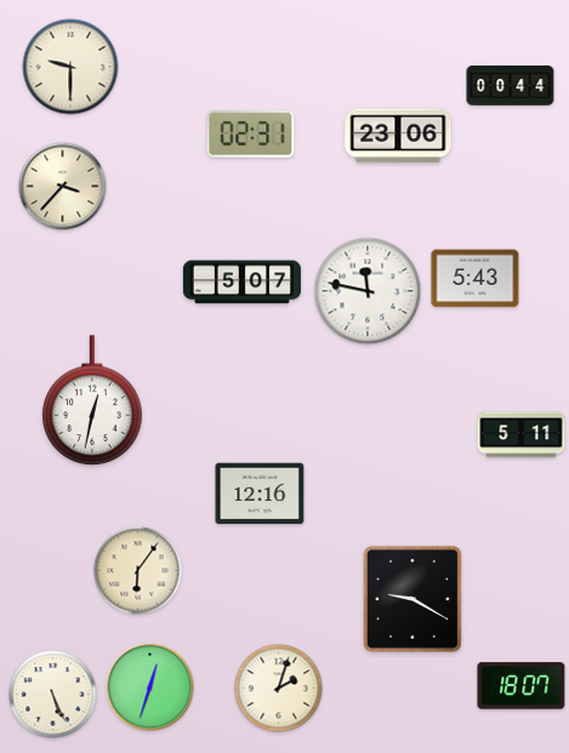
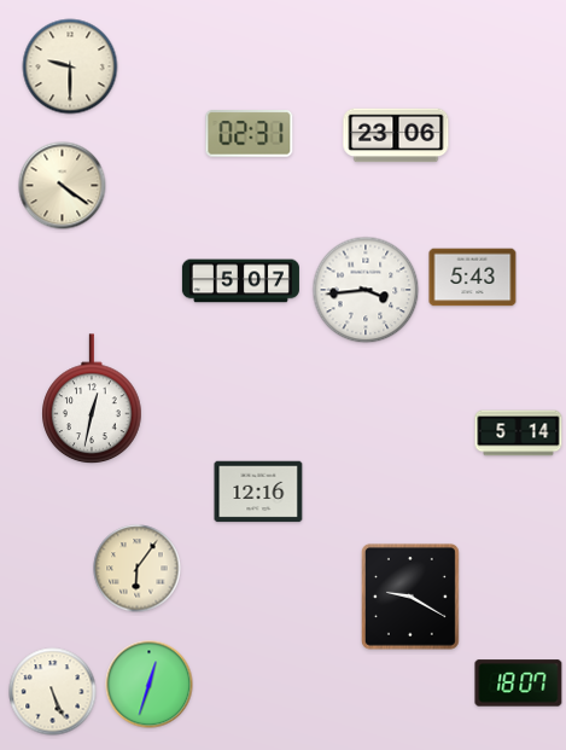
clock at (511, 86): 00:44 -> none
clock at (63, 187): 3:37 -> 4:21
clock at (368, 291): 11:47 -> 3:44
clock at (522, 435): 5:11 -> 5:14
clock at (279, 689): 2:03 -> none
